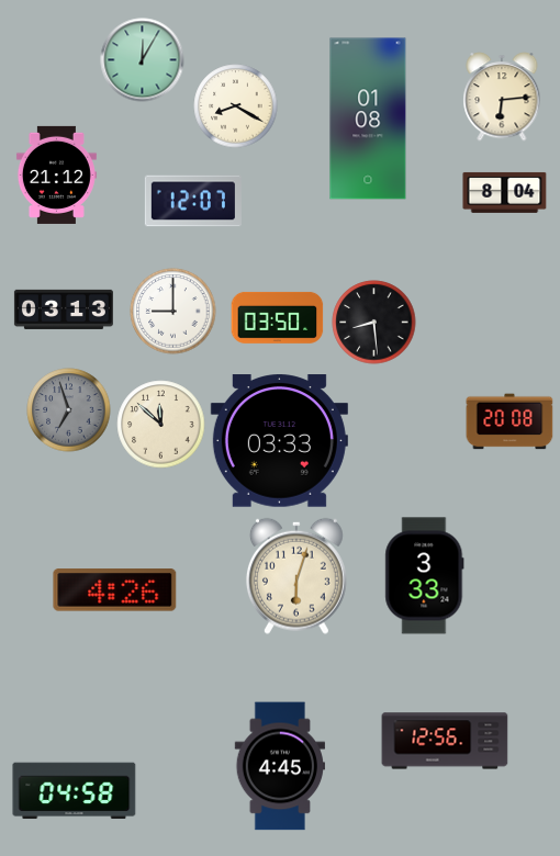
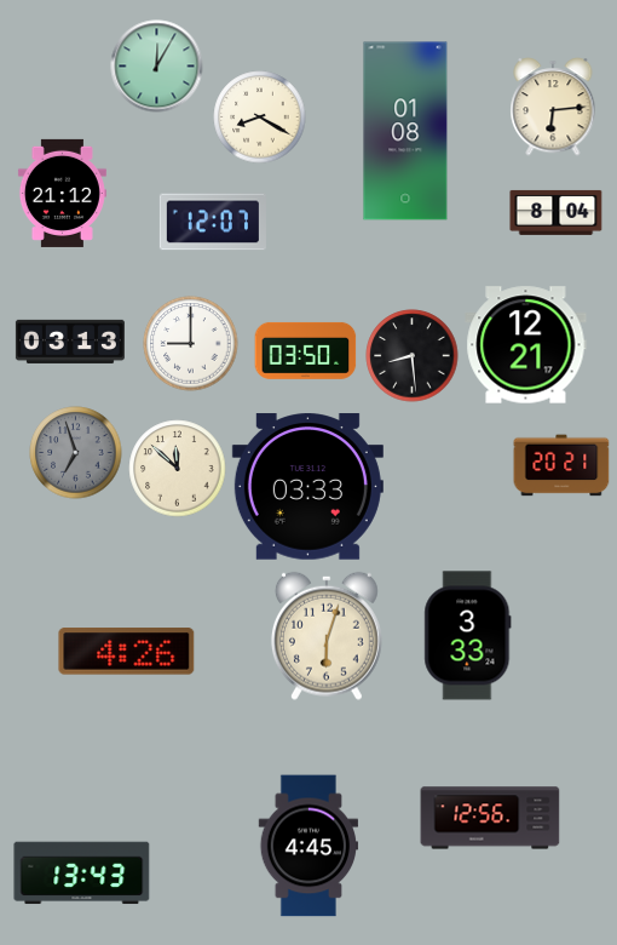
clock at (526, 345): none -> 12:21
clock at (509, 421): 20:08 -> 20:21
clock at (75, 791): 04:58 -> 13:43
